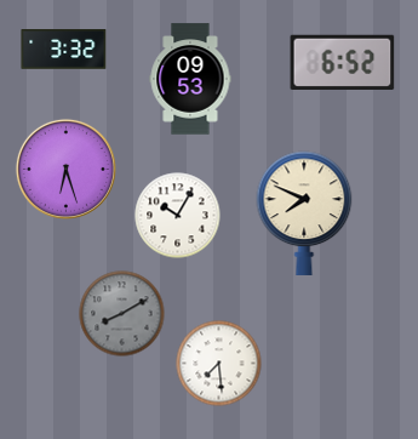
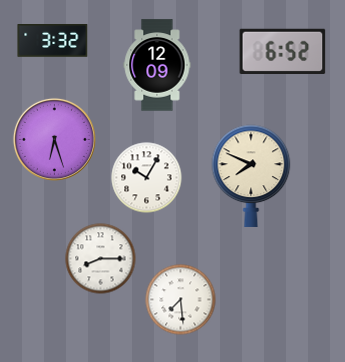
clock at (190, 79): 09:53 -> 12:09
clock at (122, 314): 8:10 -> 8:15
clock at (122, 314) dial: grey -> white
